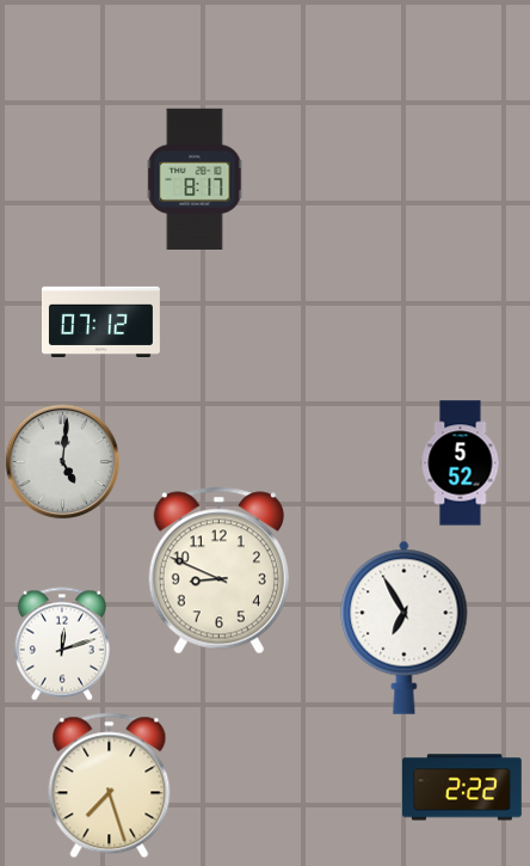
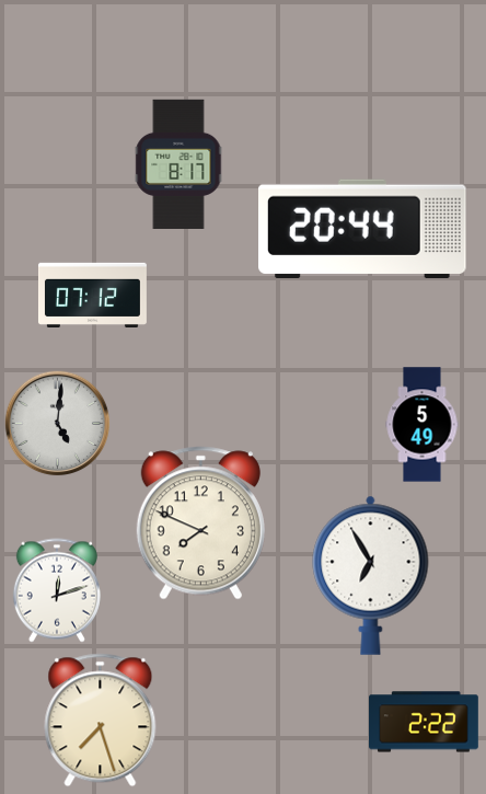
clock at (363, 228): none -> 20:44
clock at (461, 463): 5:52 -> 5:49
clock at (218, 571): 8:49 -> 7:49
